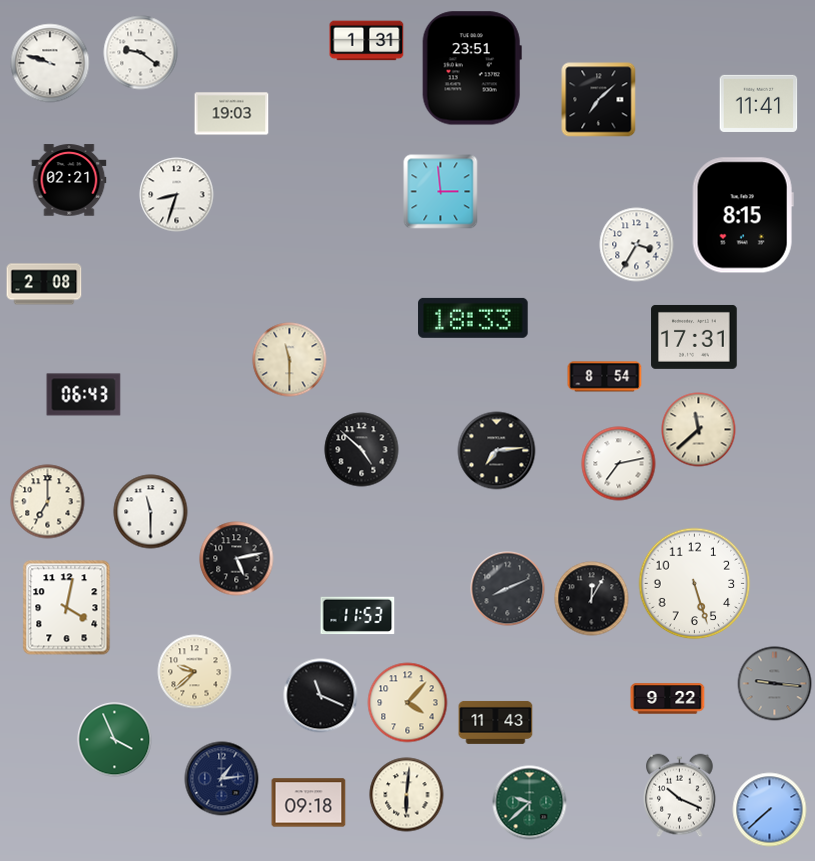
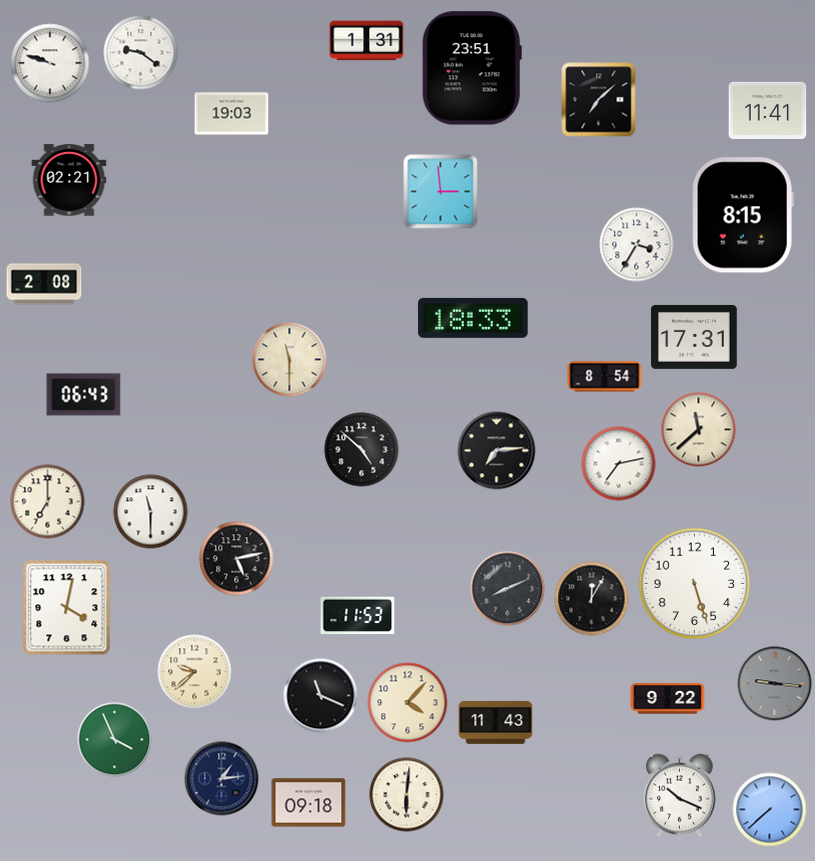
clock at (759, 103) position: (759, 103) -> (768, 110)
clock at (177, 195): 8:33 -> none
clock at (530, 803): 9:38 -> none
